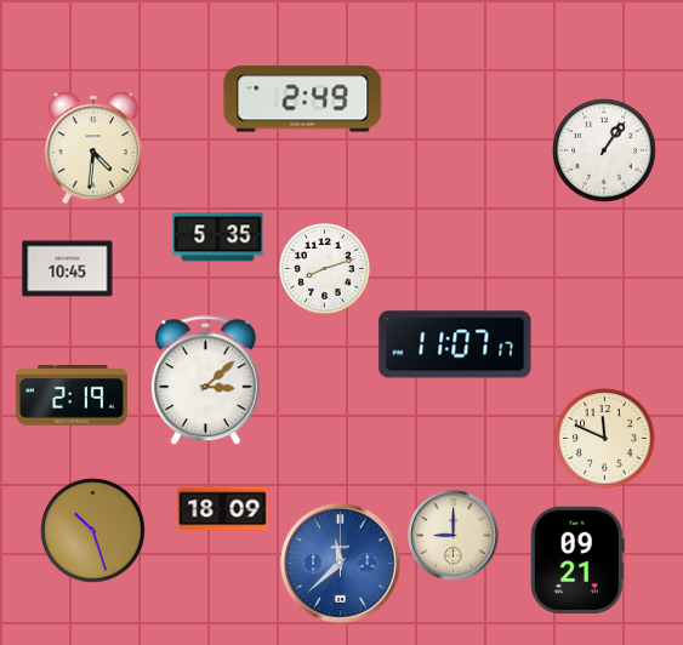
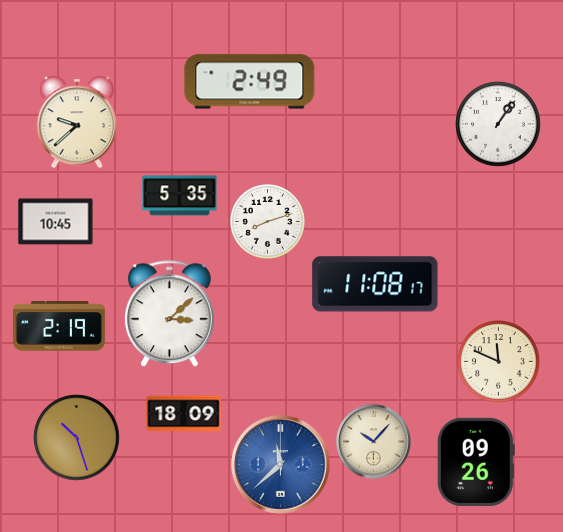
clock at (92, 148): 4:31 -> 9:38
clock at (455, 344): 11:07 -> 11:08
clock at (223, 509) position: (223, 509) -> (184, 414)
clock at (454, 536): 9:00 -> 10:07
clock at (577, 560): 09:21 -> 09:26
